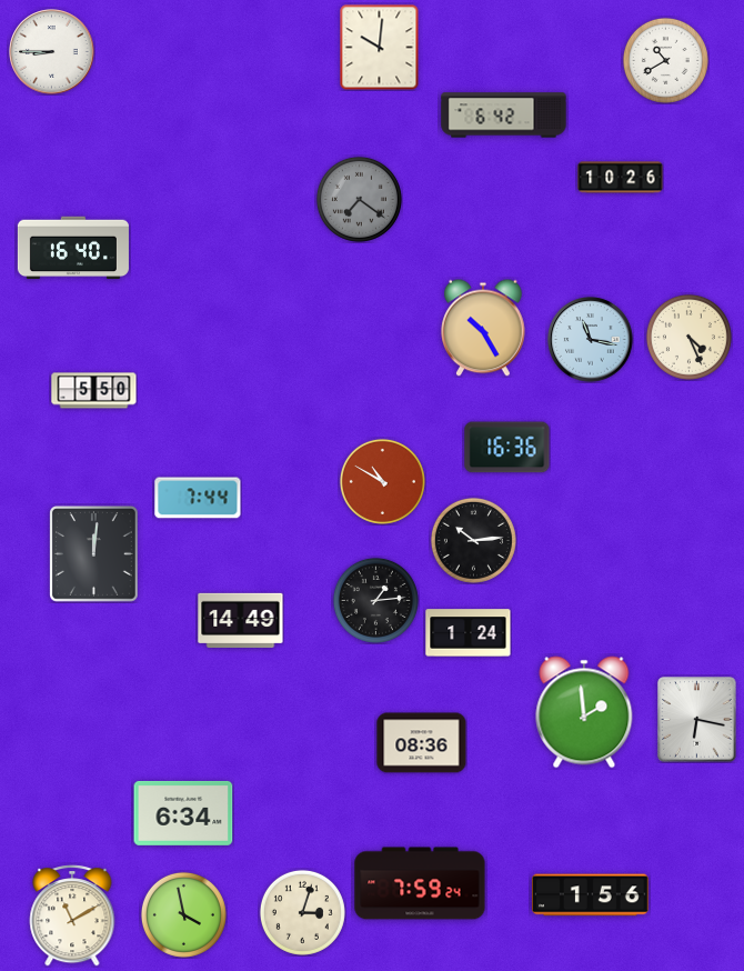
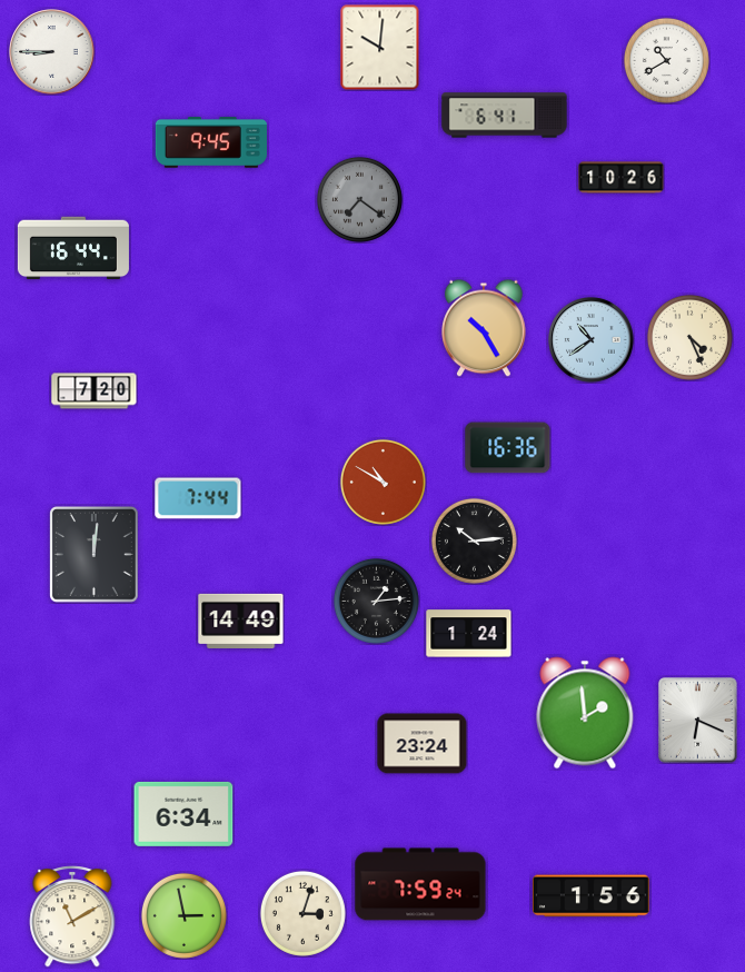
clock at (504, 116): 6:42 -> 6:41
clock at (211, 143): none -> 9:45
clock at (73, 248): 16:40 -> 16:44
clock at (591, 340): 11:17 -> 10:39
clock at (94, 391): 5:50 -> 7:20
clock at (697, 720): 6:17 -> 6:19
clock at (422, 743): 08:36 -> 23:24
clock at (183, 914): 3:58 -> 2:58
